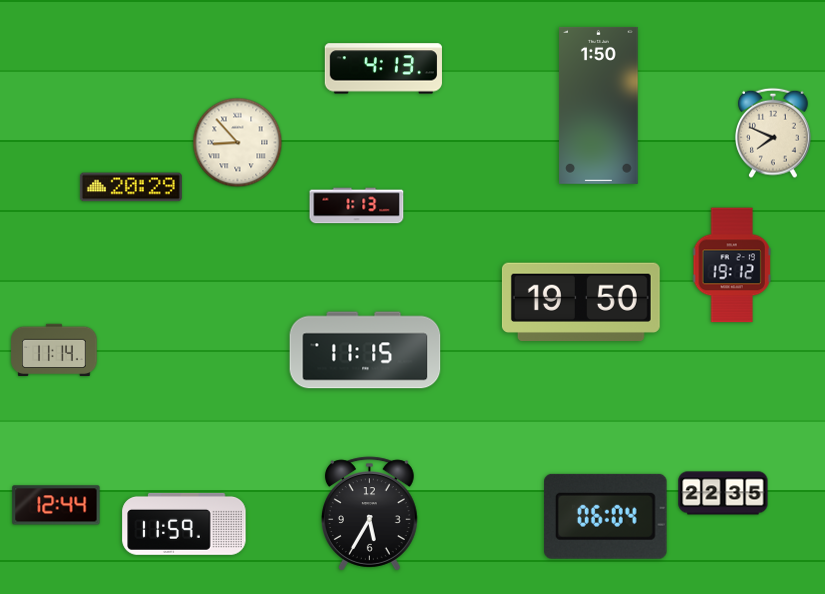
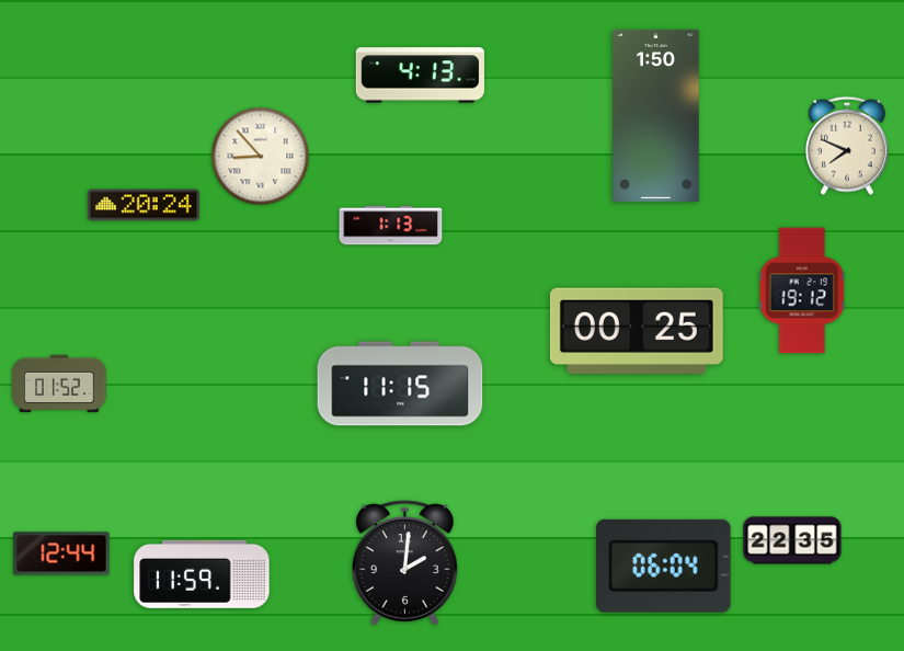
clock at (131, 187): 20:29 -> 20:24
clock at (581, 301): 19:50 -> 00:25
clock at (54, 350): 11:14 -> 01:52
clock at (369, 514): 5:35 -> 2:01
